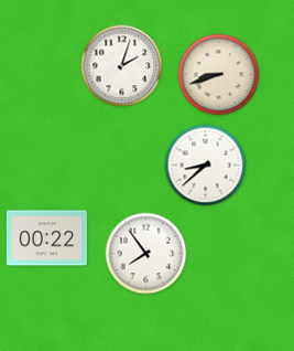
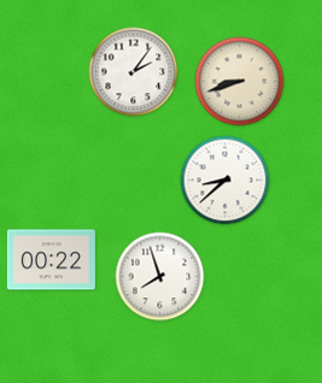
clock at (122, 66): 2:03 -> 2:06
clock at (146, 254): 7:54 -> 7:57
